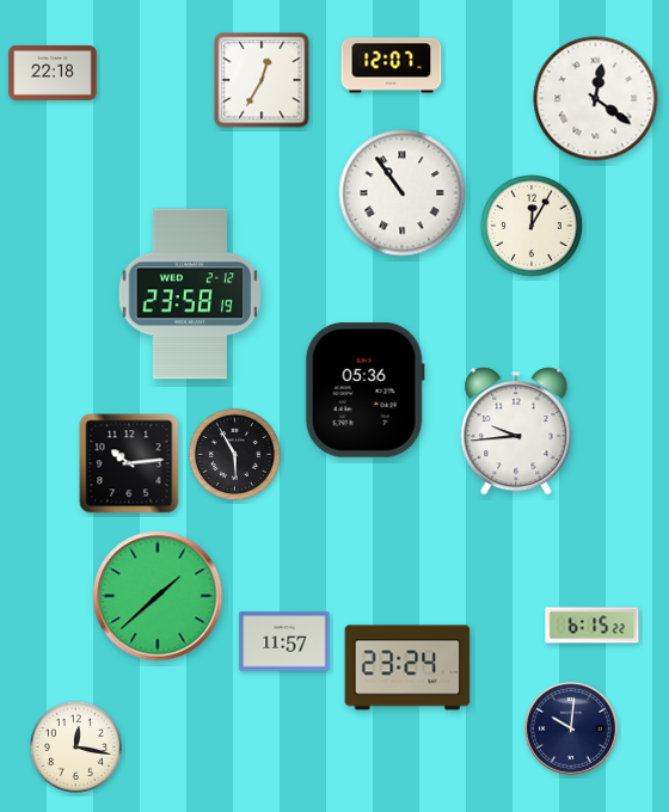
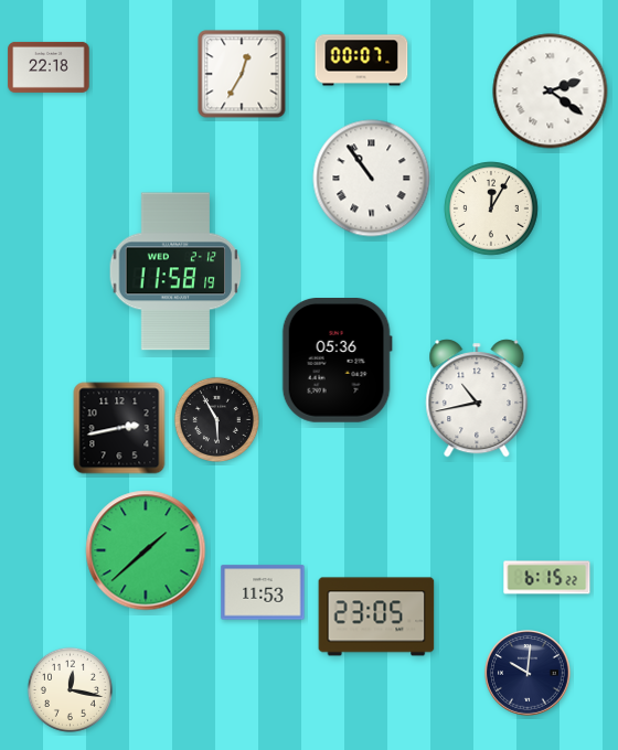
clock at (392, 66): 12:07 -> 00:07
clock at (596, 99): 12:21 -> 2:21
clock at (190, 294): 23:58 -> 11:58
clock at (516, 431): 9:44 -> 10:43
clock at (129, 463): 10:14 -> 2:43
clock at (284, 641): 11:57 -> 11:53
clock at (407, 668): 23:24 -> 23:05
